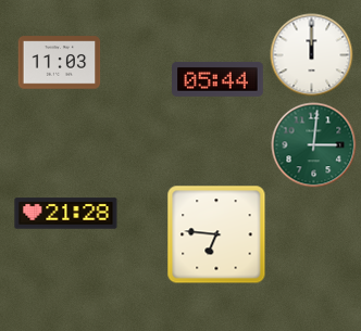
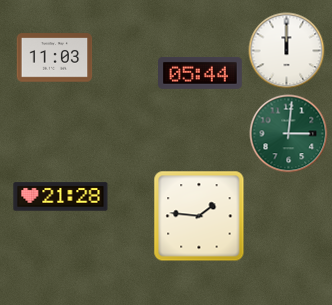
clock at (216, 234): 6:46 -> 1:46
